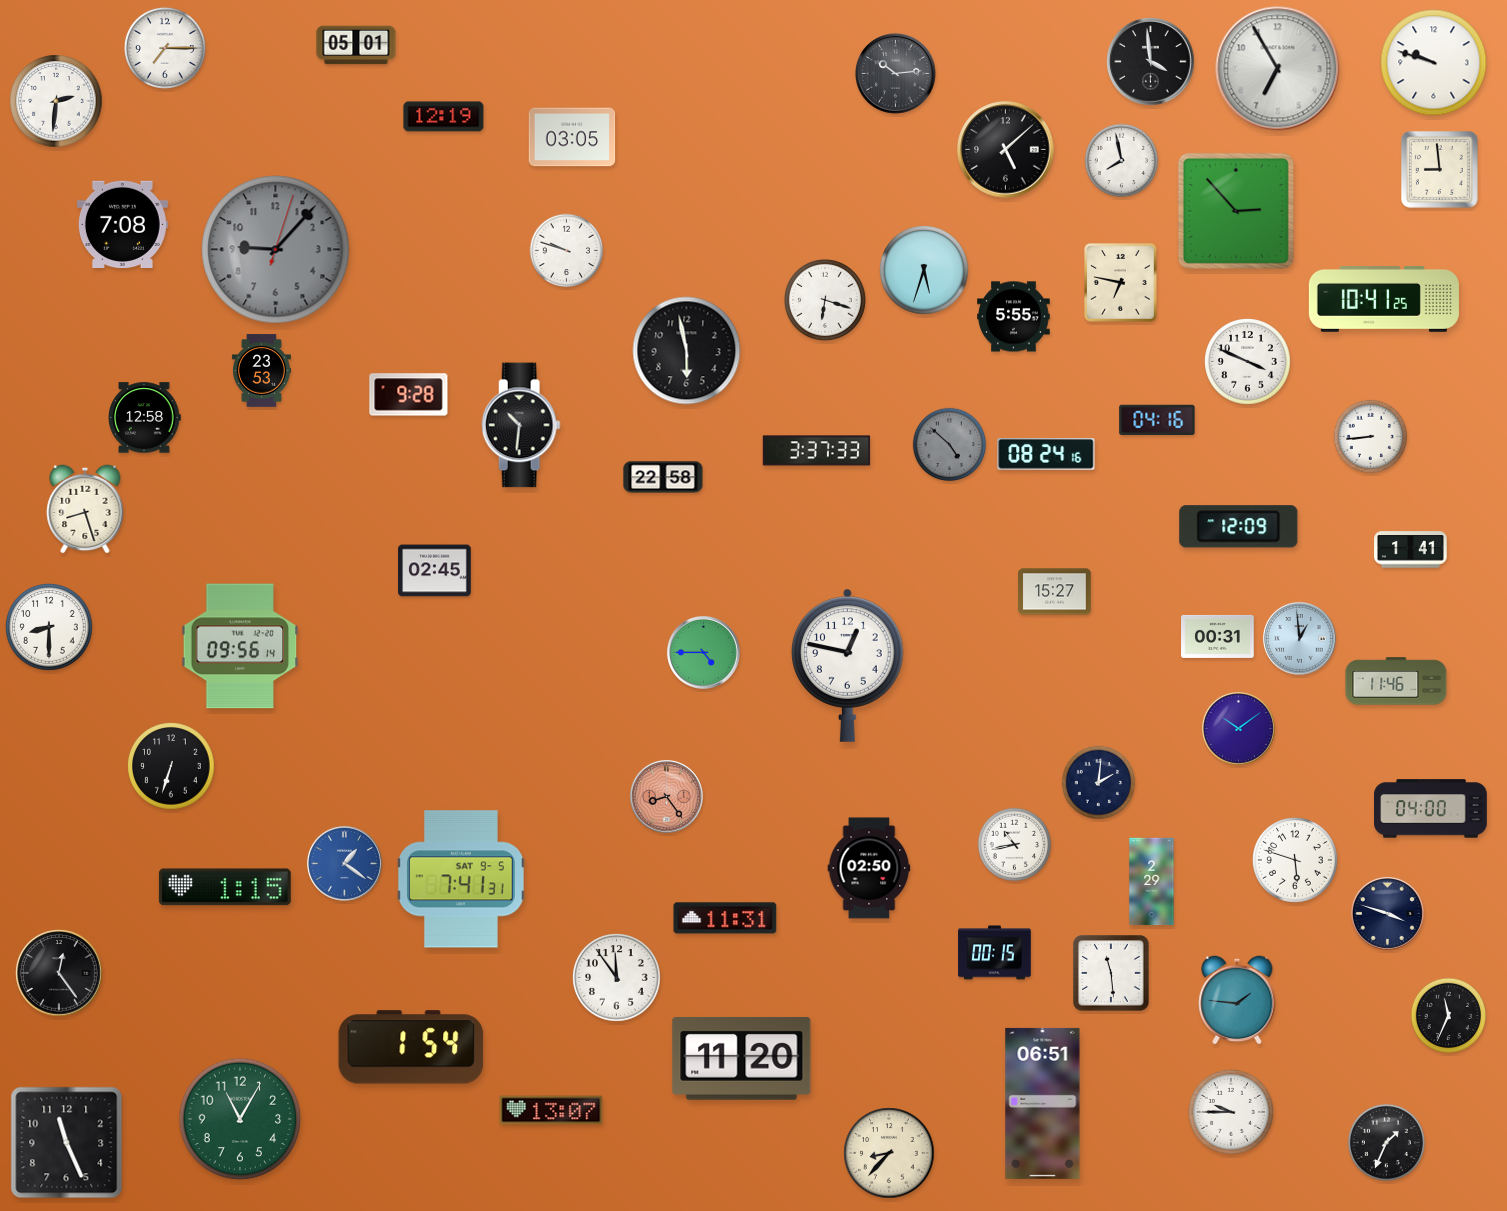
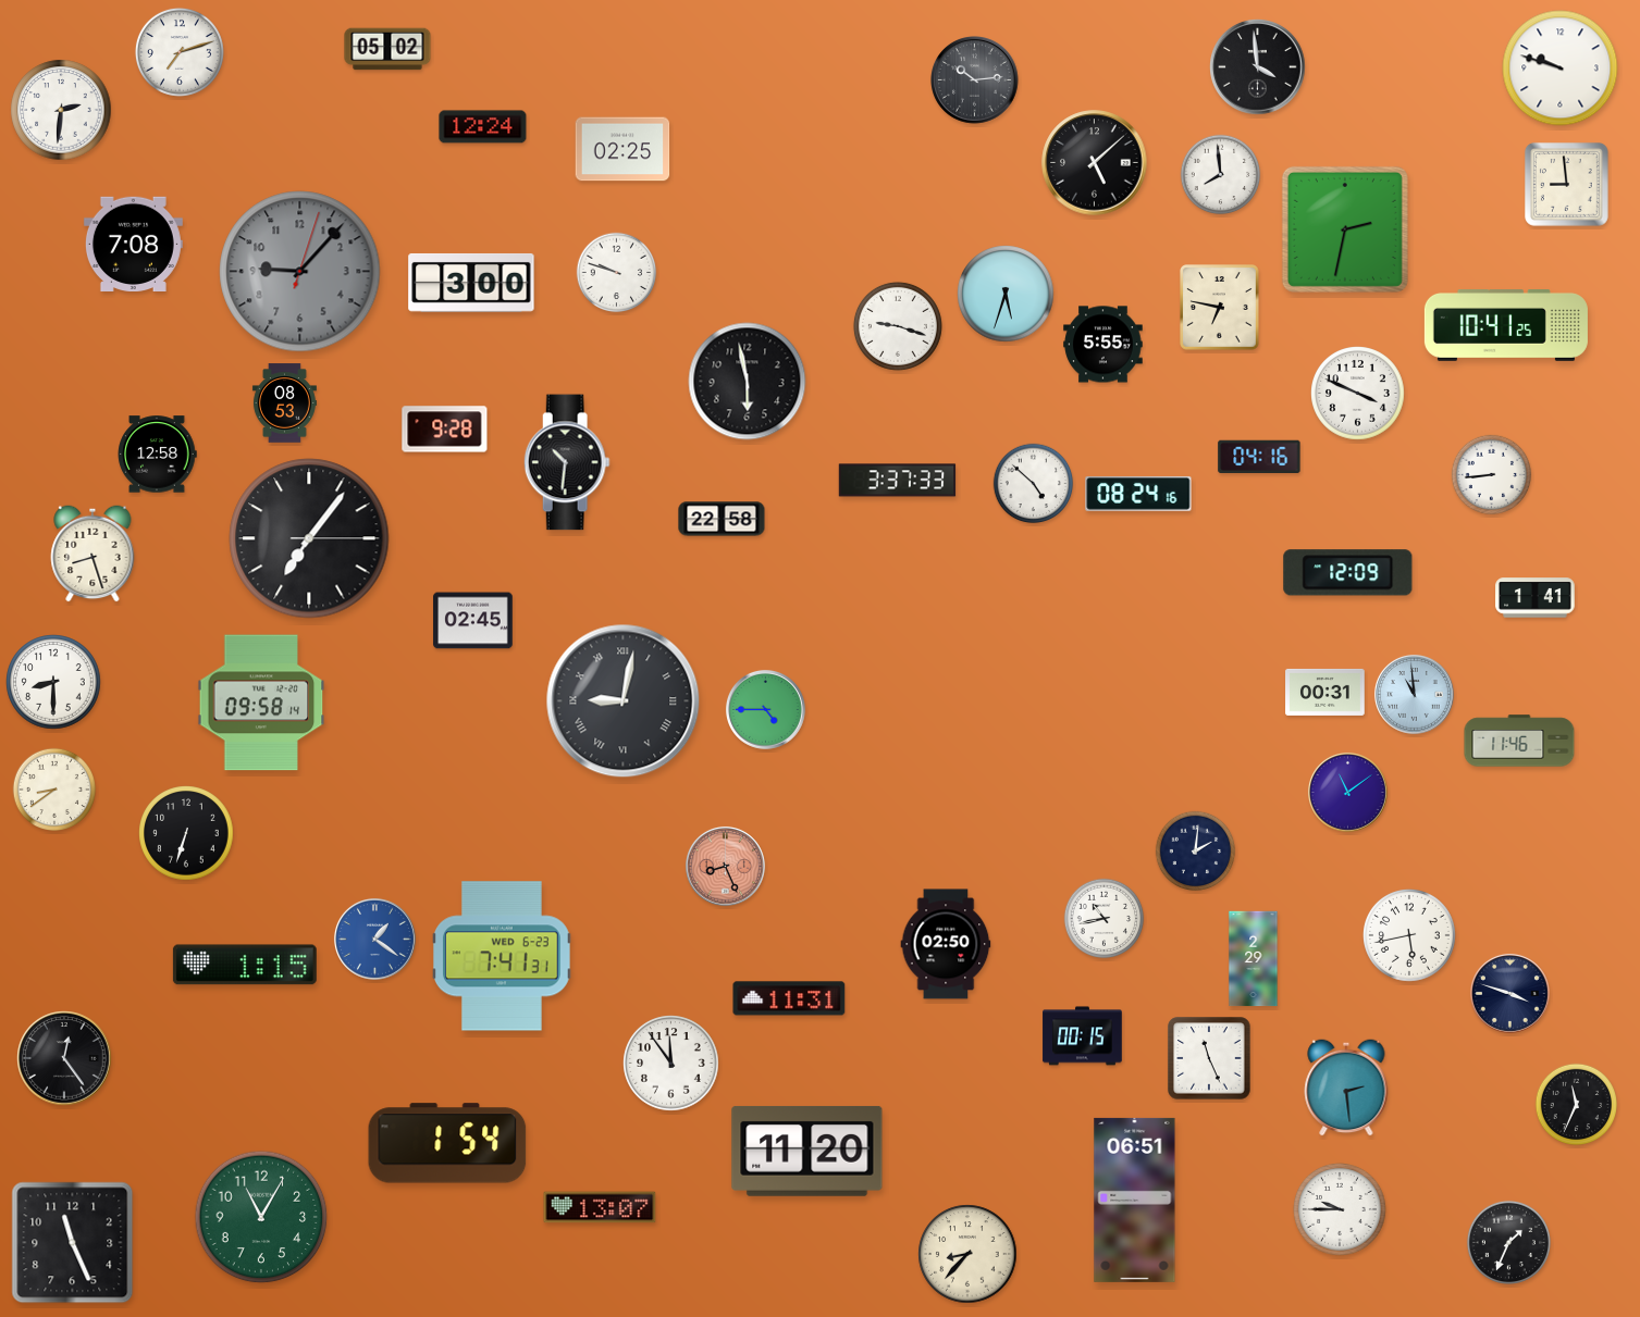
clock at (356, 45): 05:01 -> 05:02
clock at (165, 48): 7:15 -> 7:12
clock at (1151, 62) position: (1151, 62) -> (1258, 67)
clock at (1278, 69): 6:55 -> none
clock at (444, 117): 12:19 -> 12:24
clock at (572, 137): 03:05 -> 02:25
clock at (1122, 161): 7:58 -> 7:59
clock at (1236, 211): 2:53 -> 2:32
clock at (471, 283): none -> 3:00
clock at (825, 300): 6:18 -> 9:18
clock at (261, 371): 23:53 -> 08:53
clock at (950, 445) dial: grey -> white
clock at (817, 451) position: (817, 451) -> (898, 481)
clock at (309, 538): none -> 7:06
clock at (1055, 592): 15:27 -> none
clock at (1299, 638): 12:59 -> 10:59
clock at (624, 701): none -> 9:02
clock at (240, 646): 09:56 -> 09:58
clock at (848, 665): 12:47 -> none
clock at (53, 788): none -> 8:39
clock at (1238, 728): 10:09 -> 11:09
clock at (666, 796): 8:24 -> 8:26
clock at (1431, 809): 04:00 -> none
clock at (1296, 861): 5:48 -> 5:43
clock at (462, 879) date: SAT 9-5 -> WED 6-23
clock at (1111, 973): 11:29 -> 11:26
clock at (1237, 1000): 1:46 -> 2:29
clock at (411, 1047) position: (411, 1047) -> (447, 1143)
